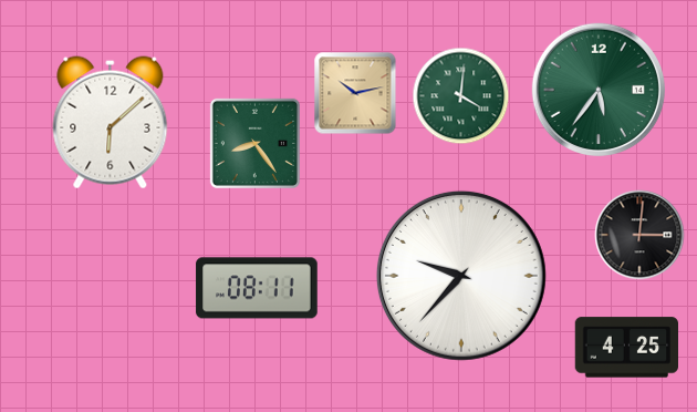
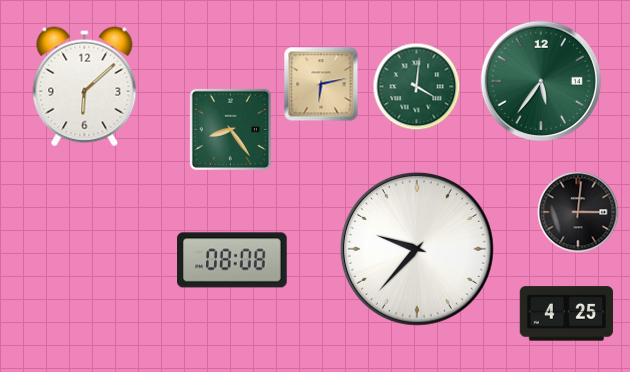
clock at (355, 93): 10:13 -> 6:13
clock at (111, 123) position: (111, 123) -> (85, 87)
clock at (257, 288): 08:11 -> 08:08
